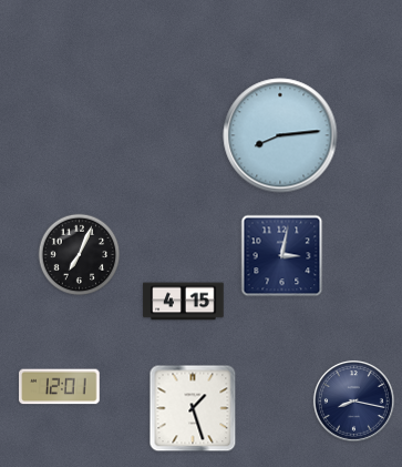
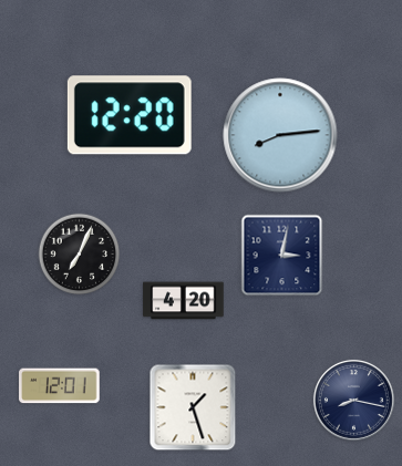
clock at (130, 115): none -> 12:20
clock at (184, 302): 4:15 -> 4:20
